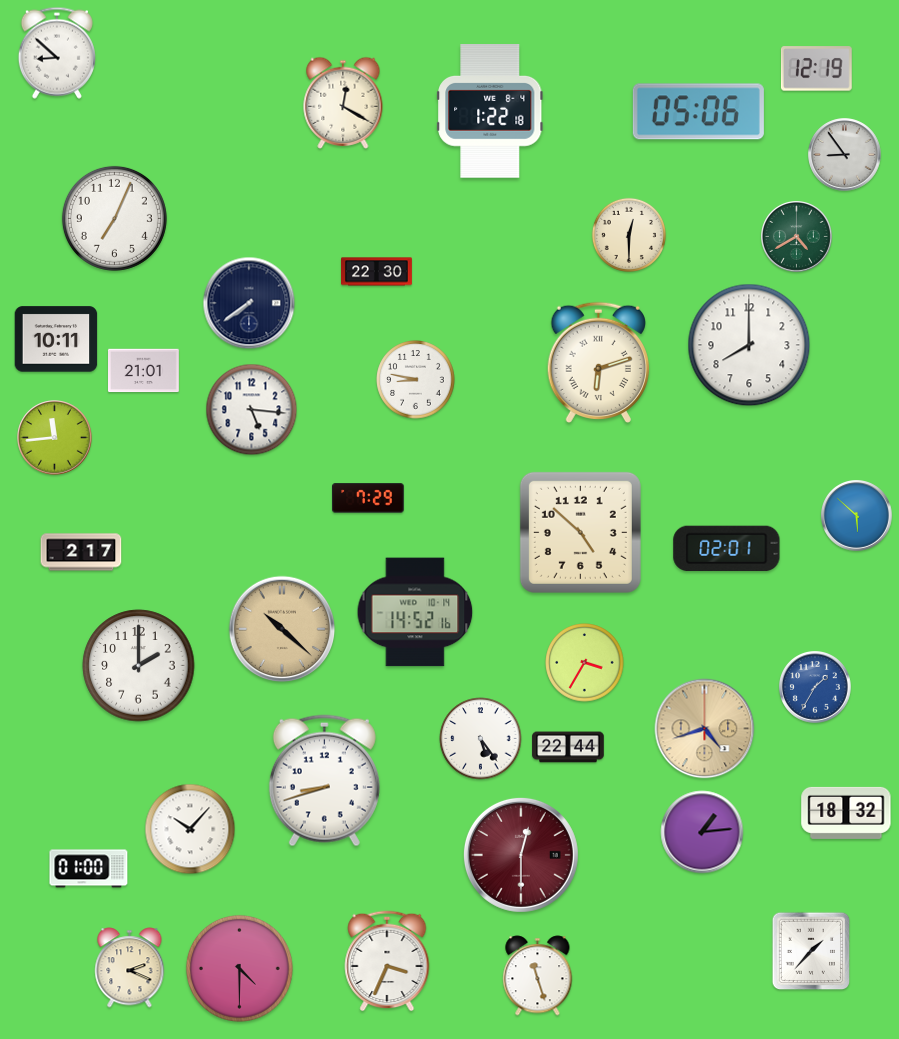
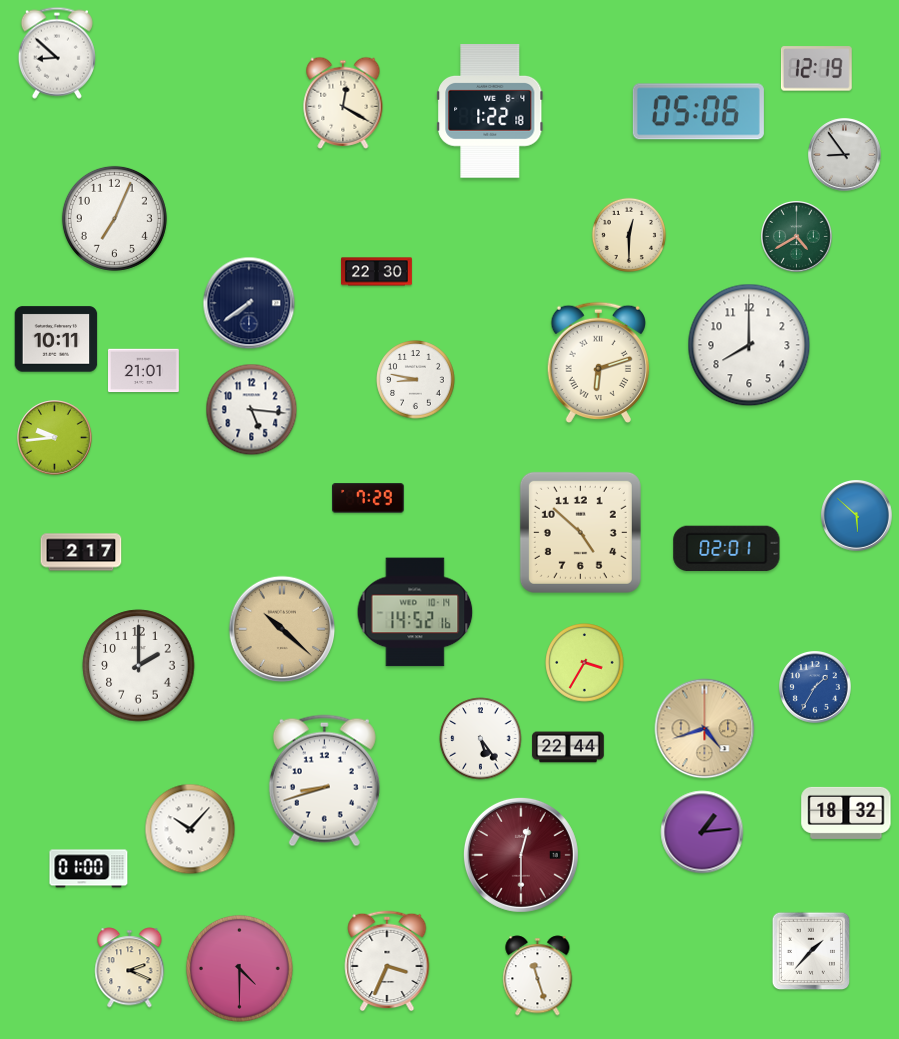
clock at (55, 438): 11:44 -> 9:44
